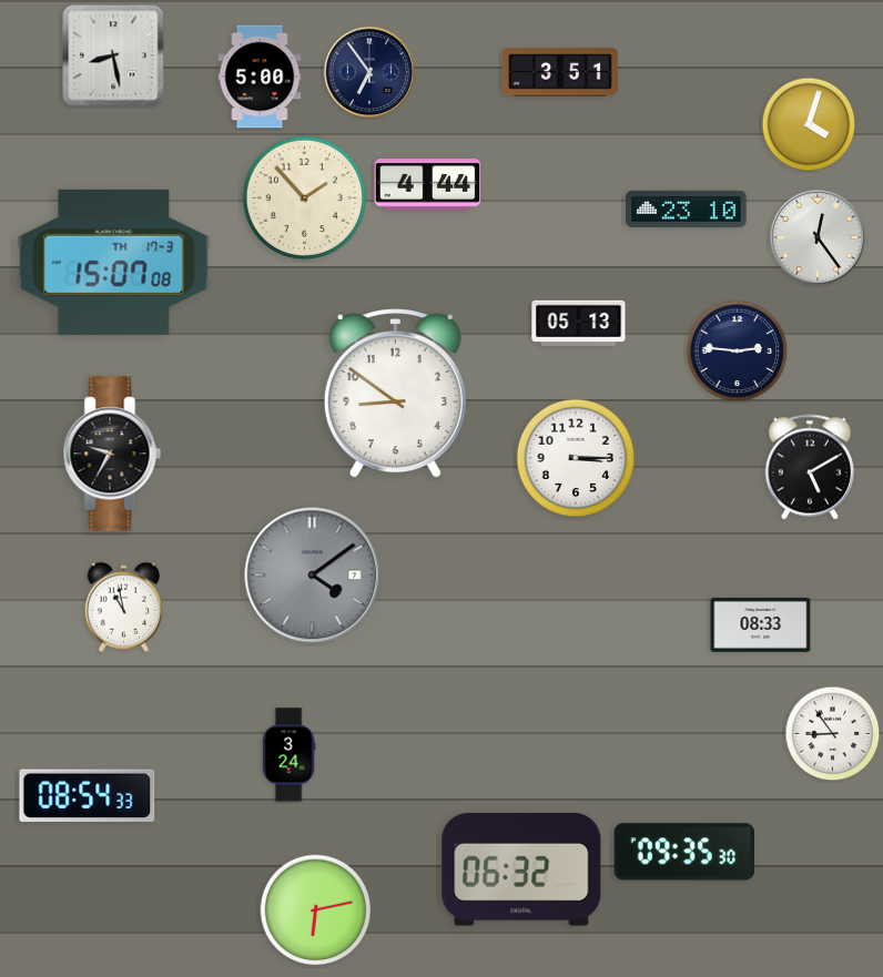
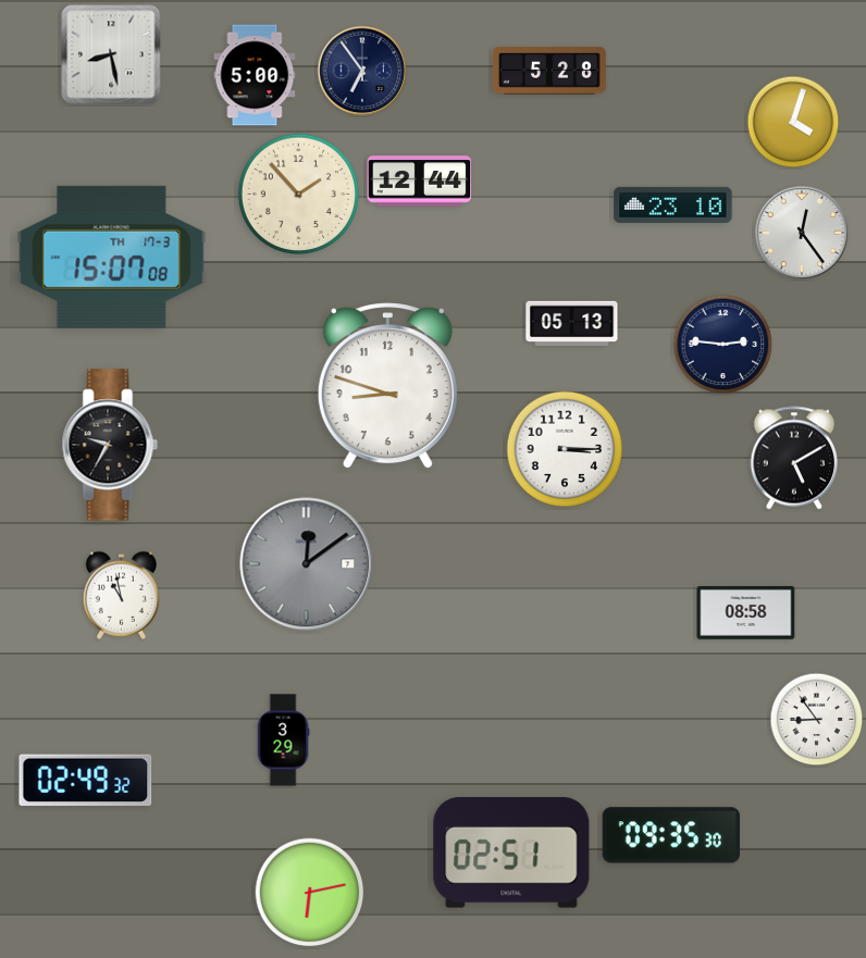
clock at (560, 72): 3:51 -> 5:28
clock at (428, 185): 4:44 -> 12:44
clock at (579, 324) position: (579, 324) -> (572, 324)
clock at (395, 394): 8:51 -> 8:48
clock at (313, 576): 4:09 -> 12:09
clock at (761, 625): 08:33 -> 08:58
clock at (288, 755): 3:24 -> 3:29
clock at (88, 796): 08:54 -> 02:49
clock at (521, 869): 06:32 -> 02:51
